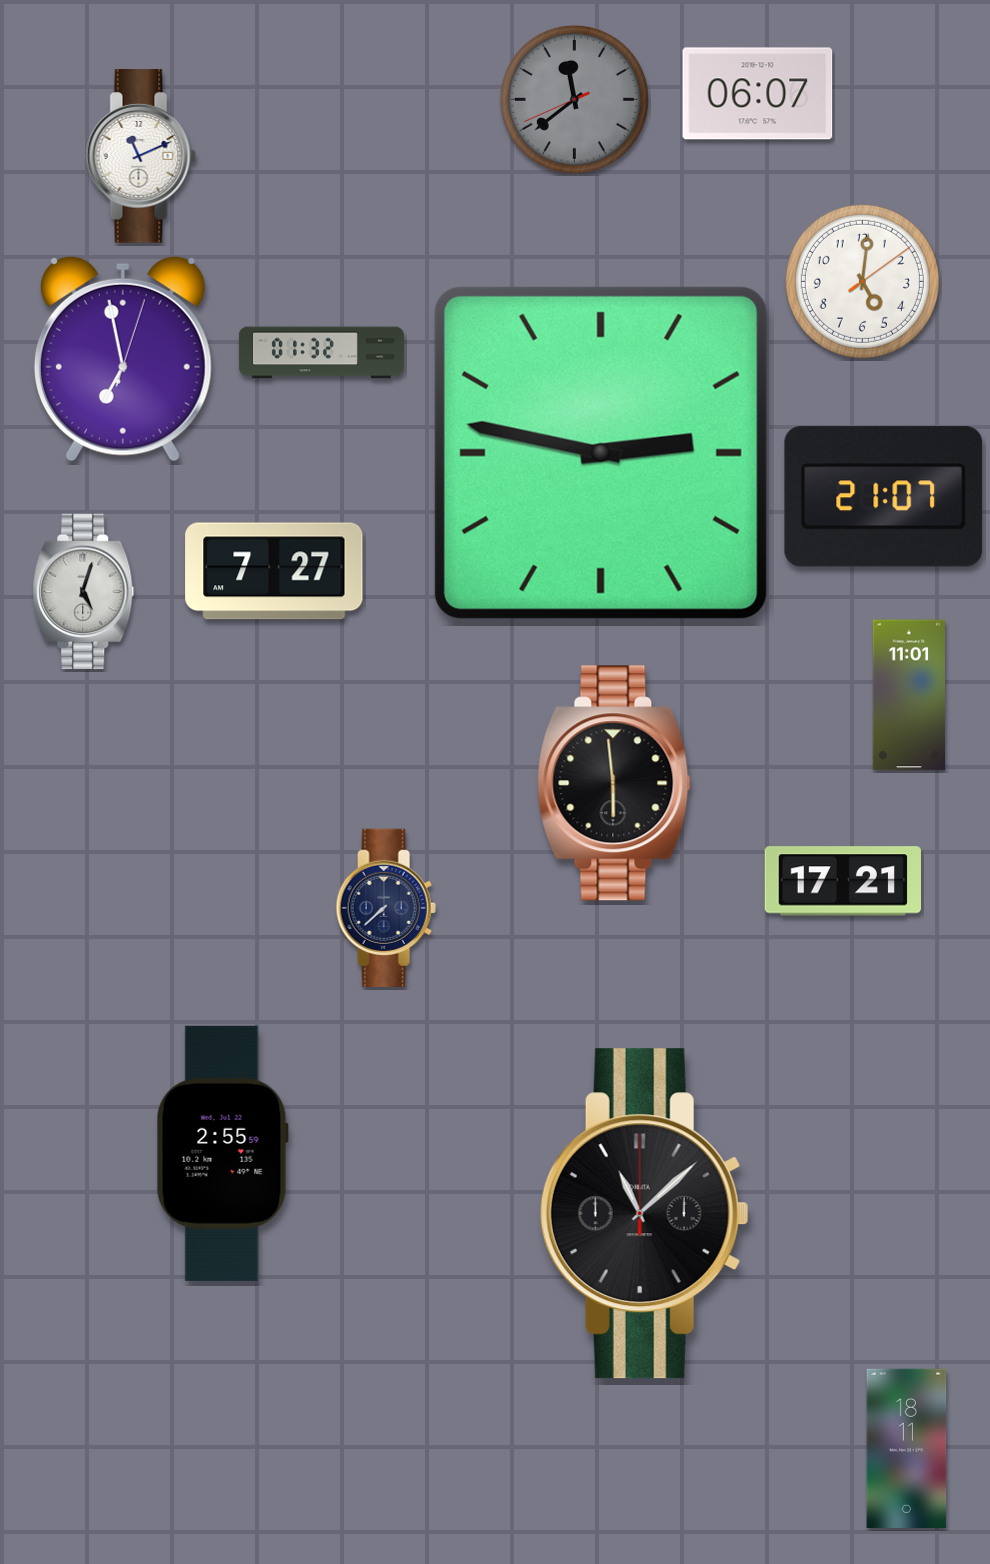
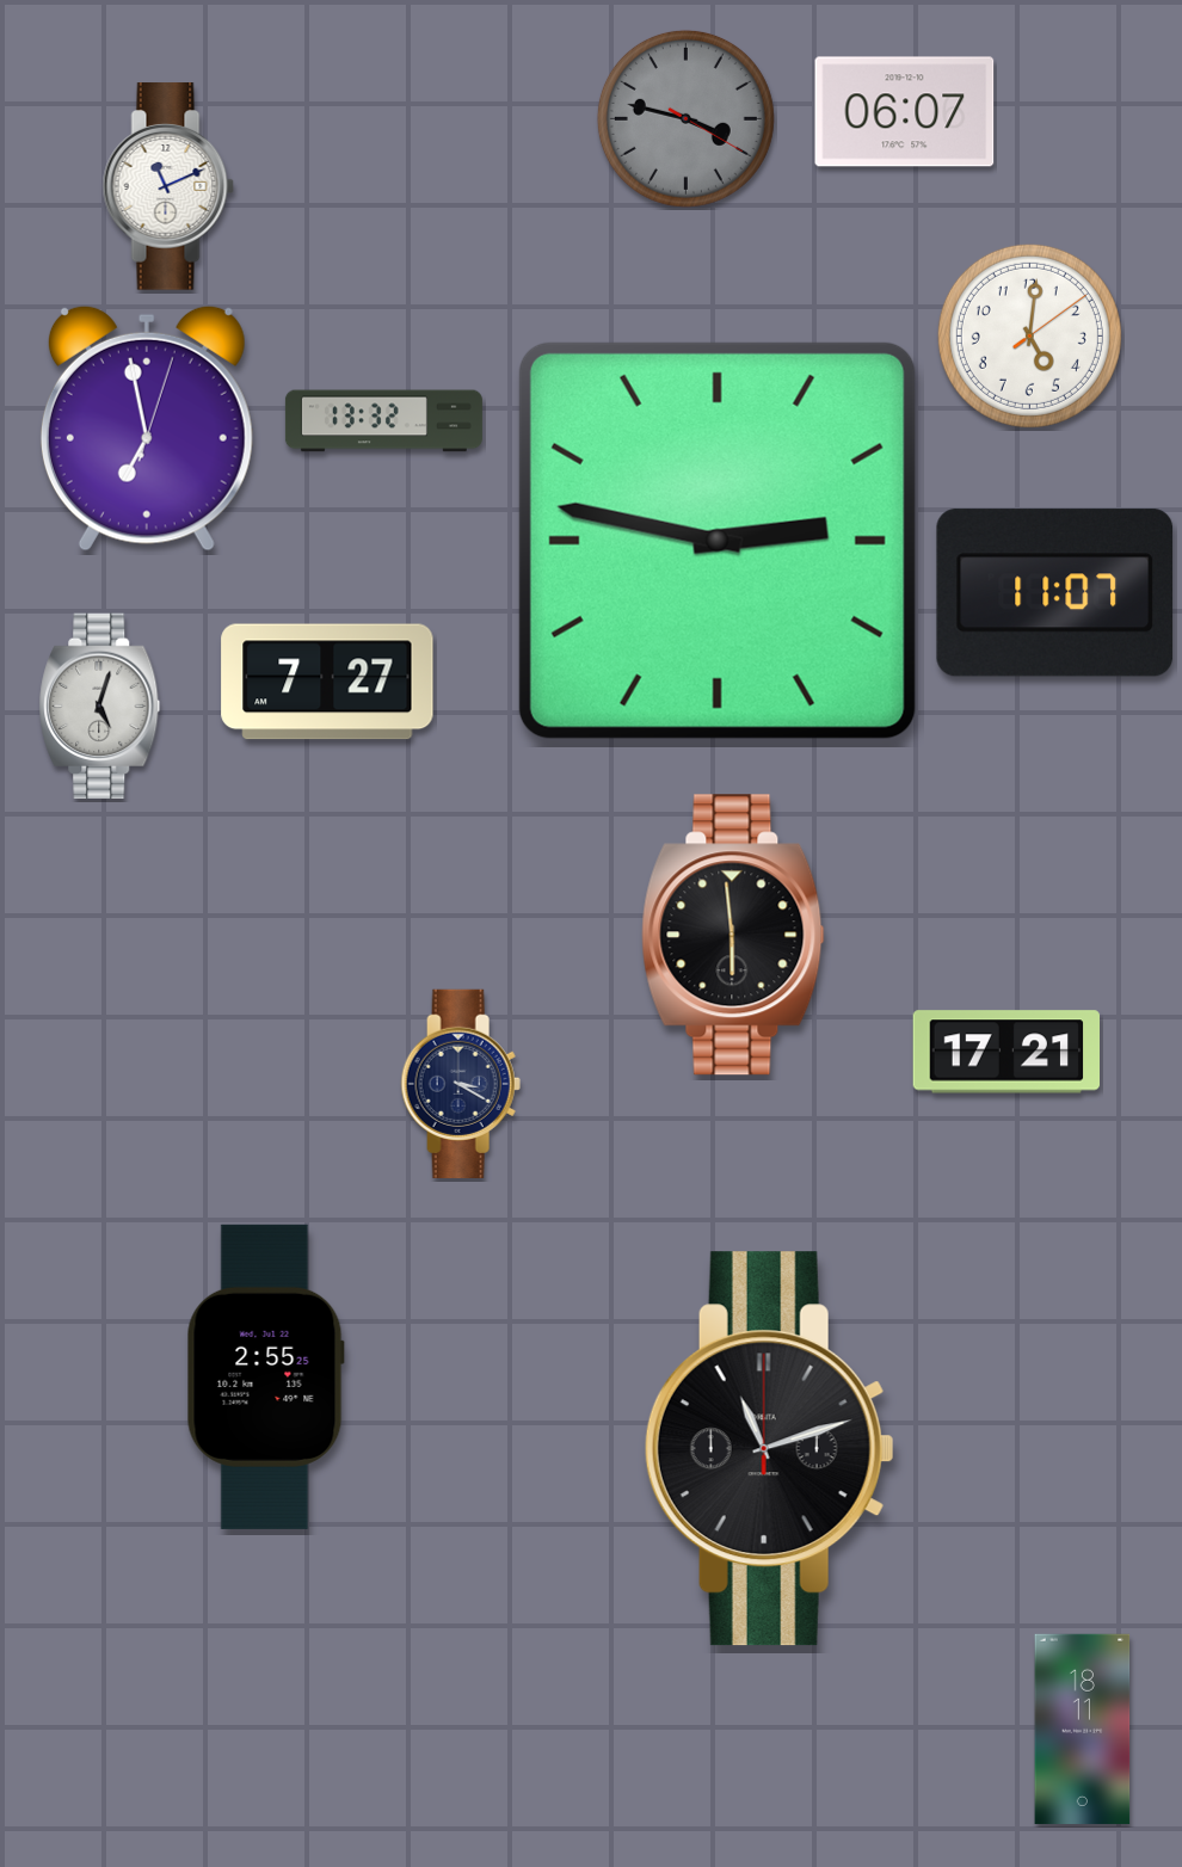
clock at (574, 99): 11:38 -> 3:47
clock at (321, 353): 01:32 -> 13:32
clock at (883, 497): 21:07 -> 11:07
clock at (909, 695): 11:01 -> none
clock at (386, 908): 7:38 -> 3:20
clock at (222, 1153): 2:55:59 -> 2:55:25
clock at (644, 1214): 11:08 -> 11:12
